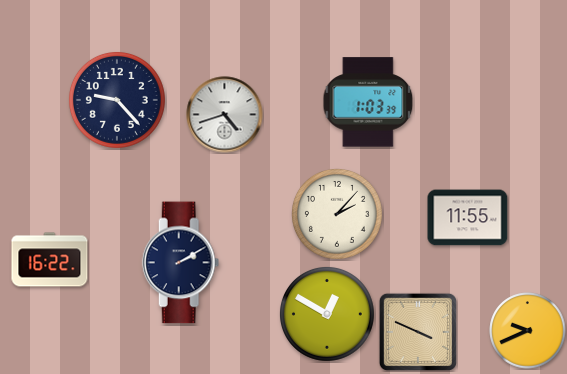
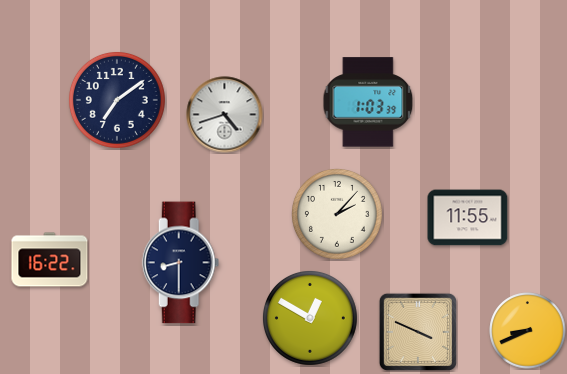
clock at (117, 100): 9:23 -> 7:09
clock at (181, 263): 2:10 -> 8:30
clock at (327, 314) position: (327, 314) -> (310, 318)
clock at (528, 331): 9:41 -> 8:41
